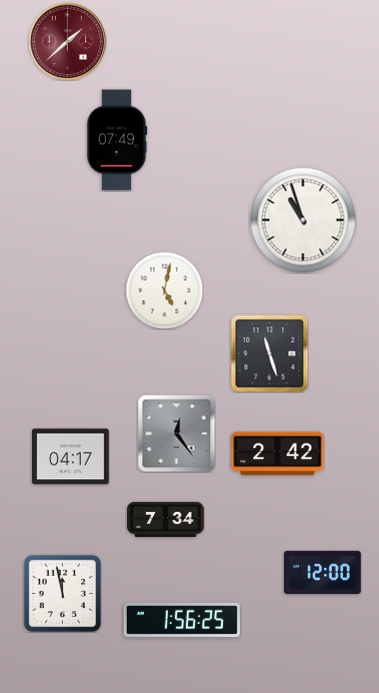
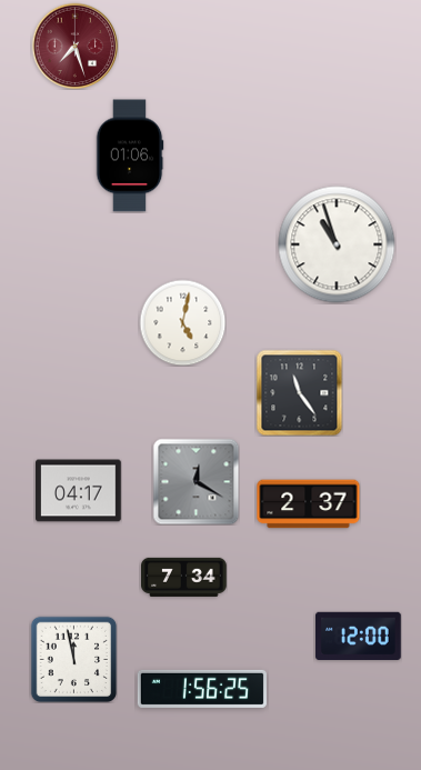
clock at (67, 41): 1:38 -> 7:27
clock at (117, 140): 07:49 -> 01:06
clock at (269, 353): 11:27 -> 11:24
clock at (176, 433): 12:24 -> 12:20
clock at (278, 454): 2:42 -> 2:37
clock at (71, 457) position: (71, 457) -> (79, 491)
clock at (62, 593) position: (62, 593) -> (73, 659)
